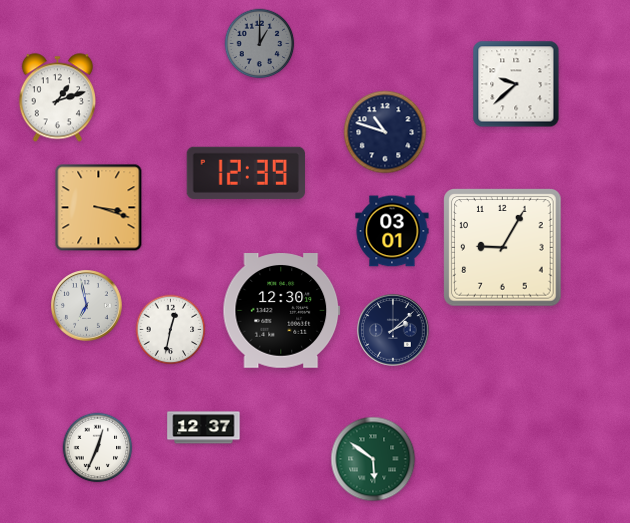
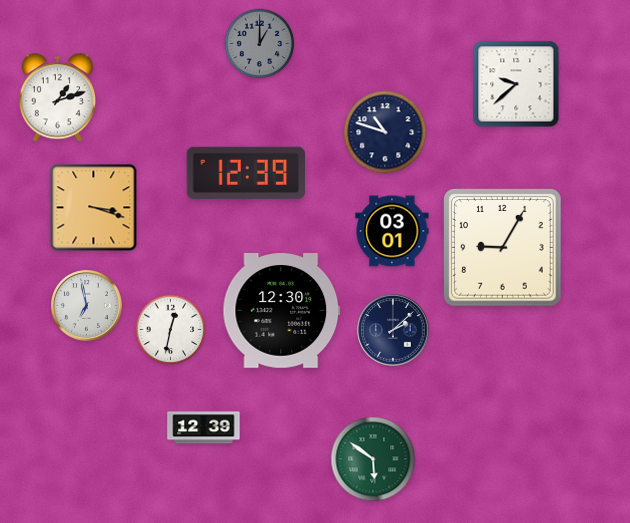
clock at (99, 208) position: (99, 208) -> (94, 208)
clock at (204, 428): 12:37 -> 12:39
clock at (98, 448): 12:34 -> none
